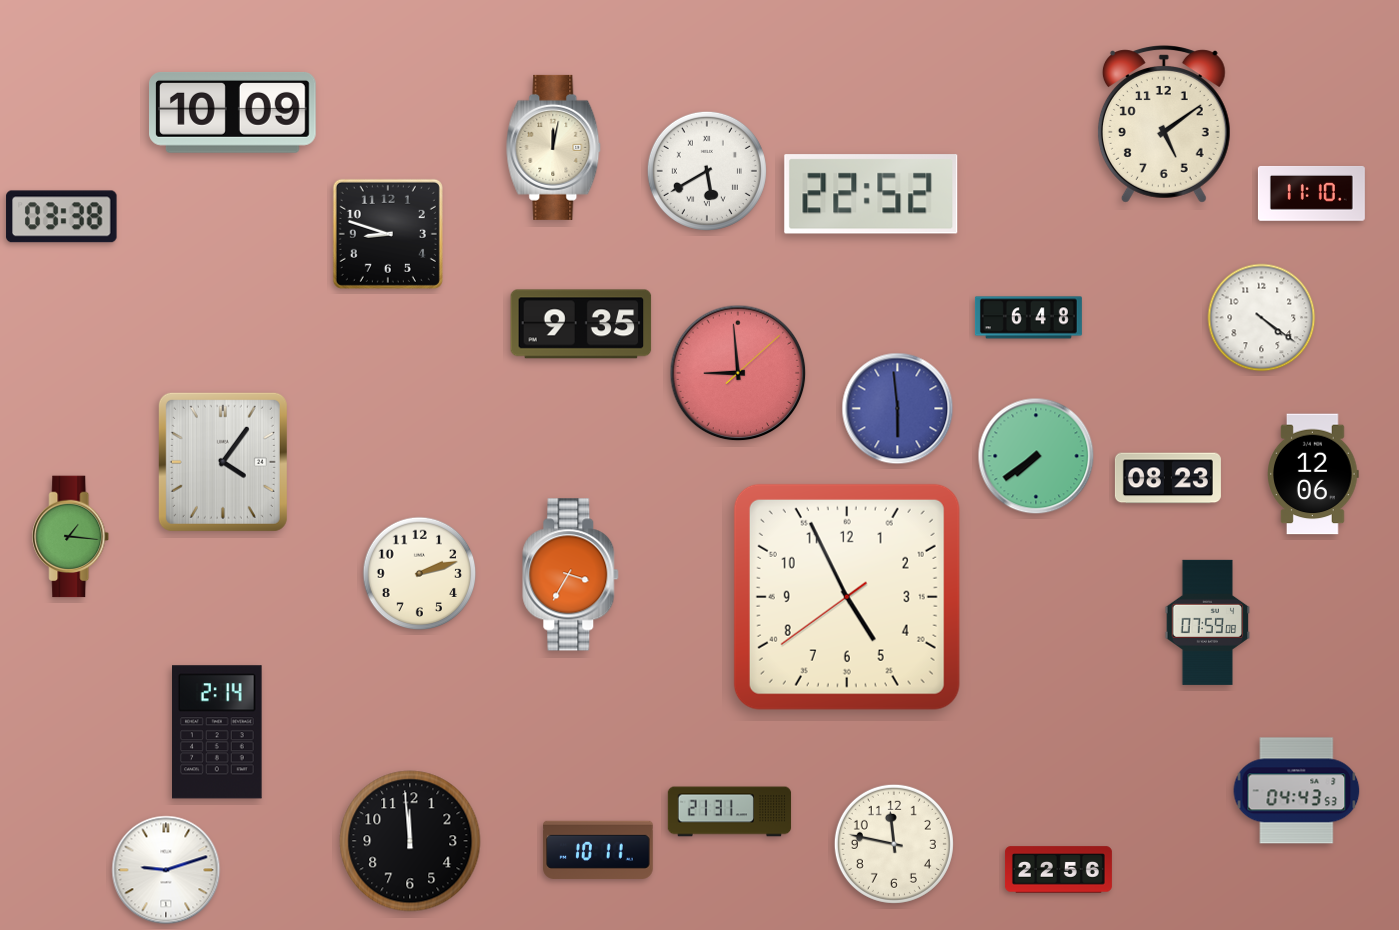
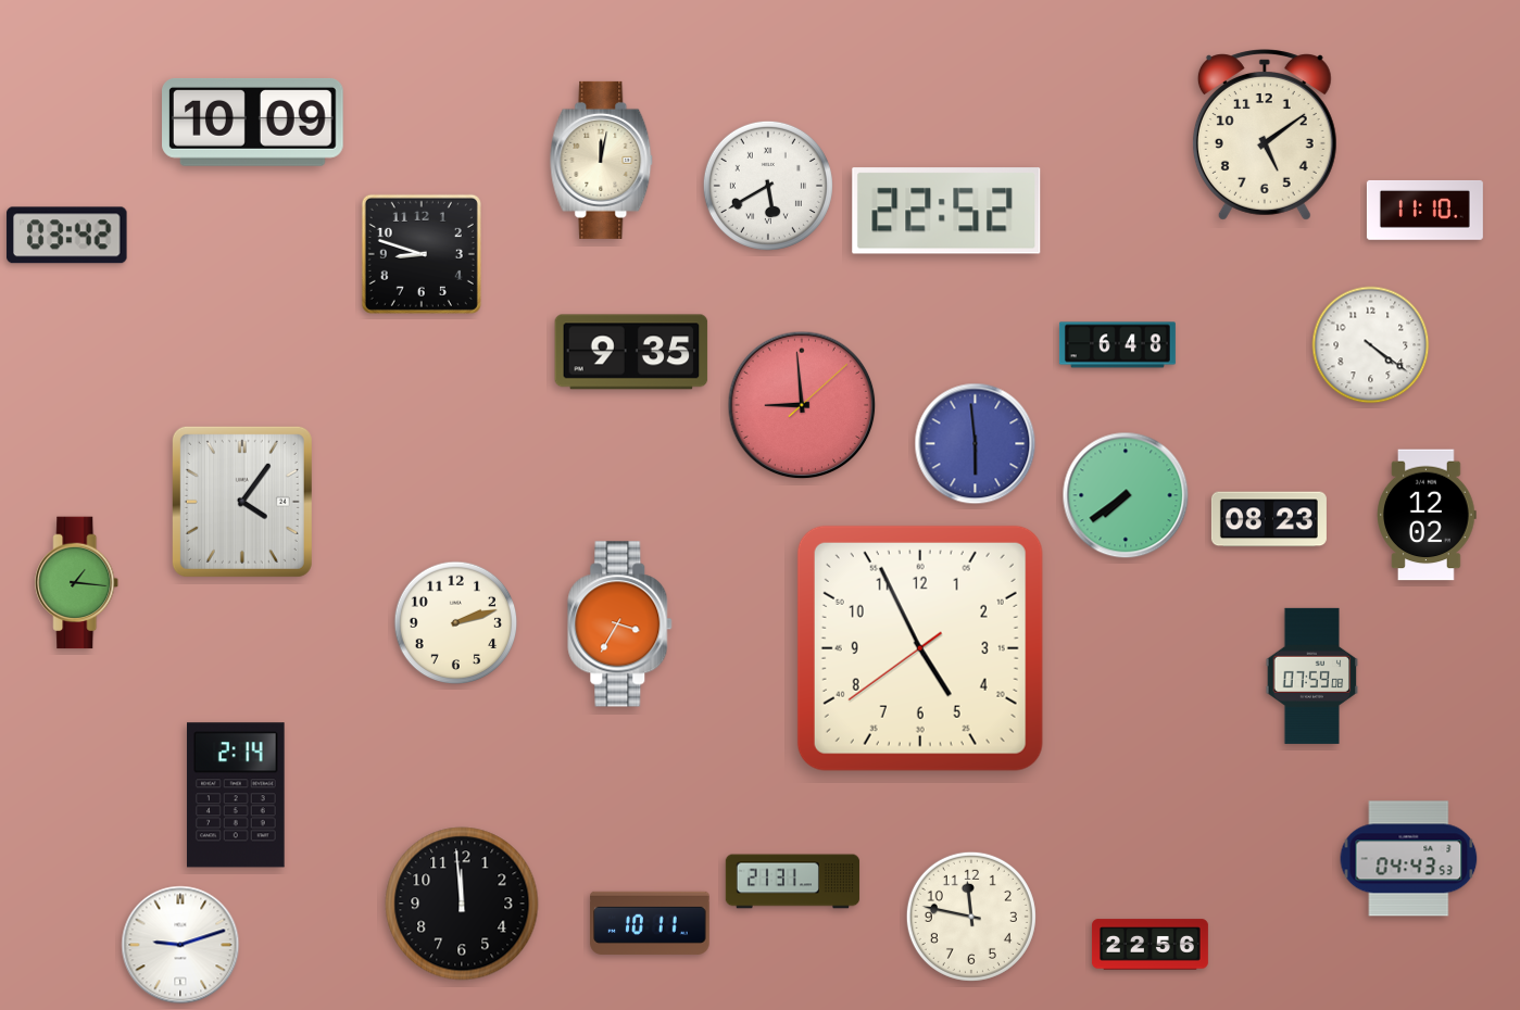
clock at (62, 217): 03:38 -> 03:42
clock at (1314, 474): 12:06 -> 12:02
clock at (410, 841) position: (410, 841) -> (462, 904)
